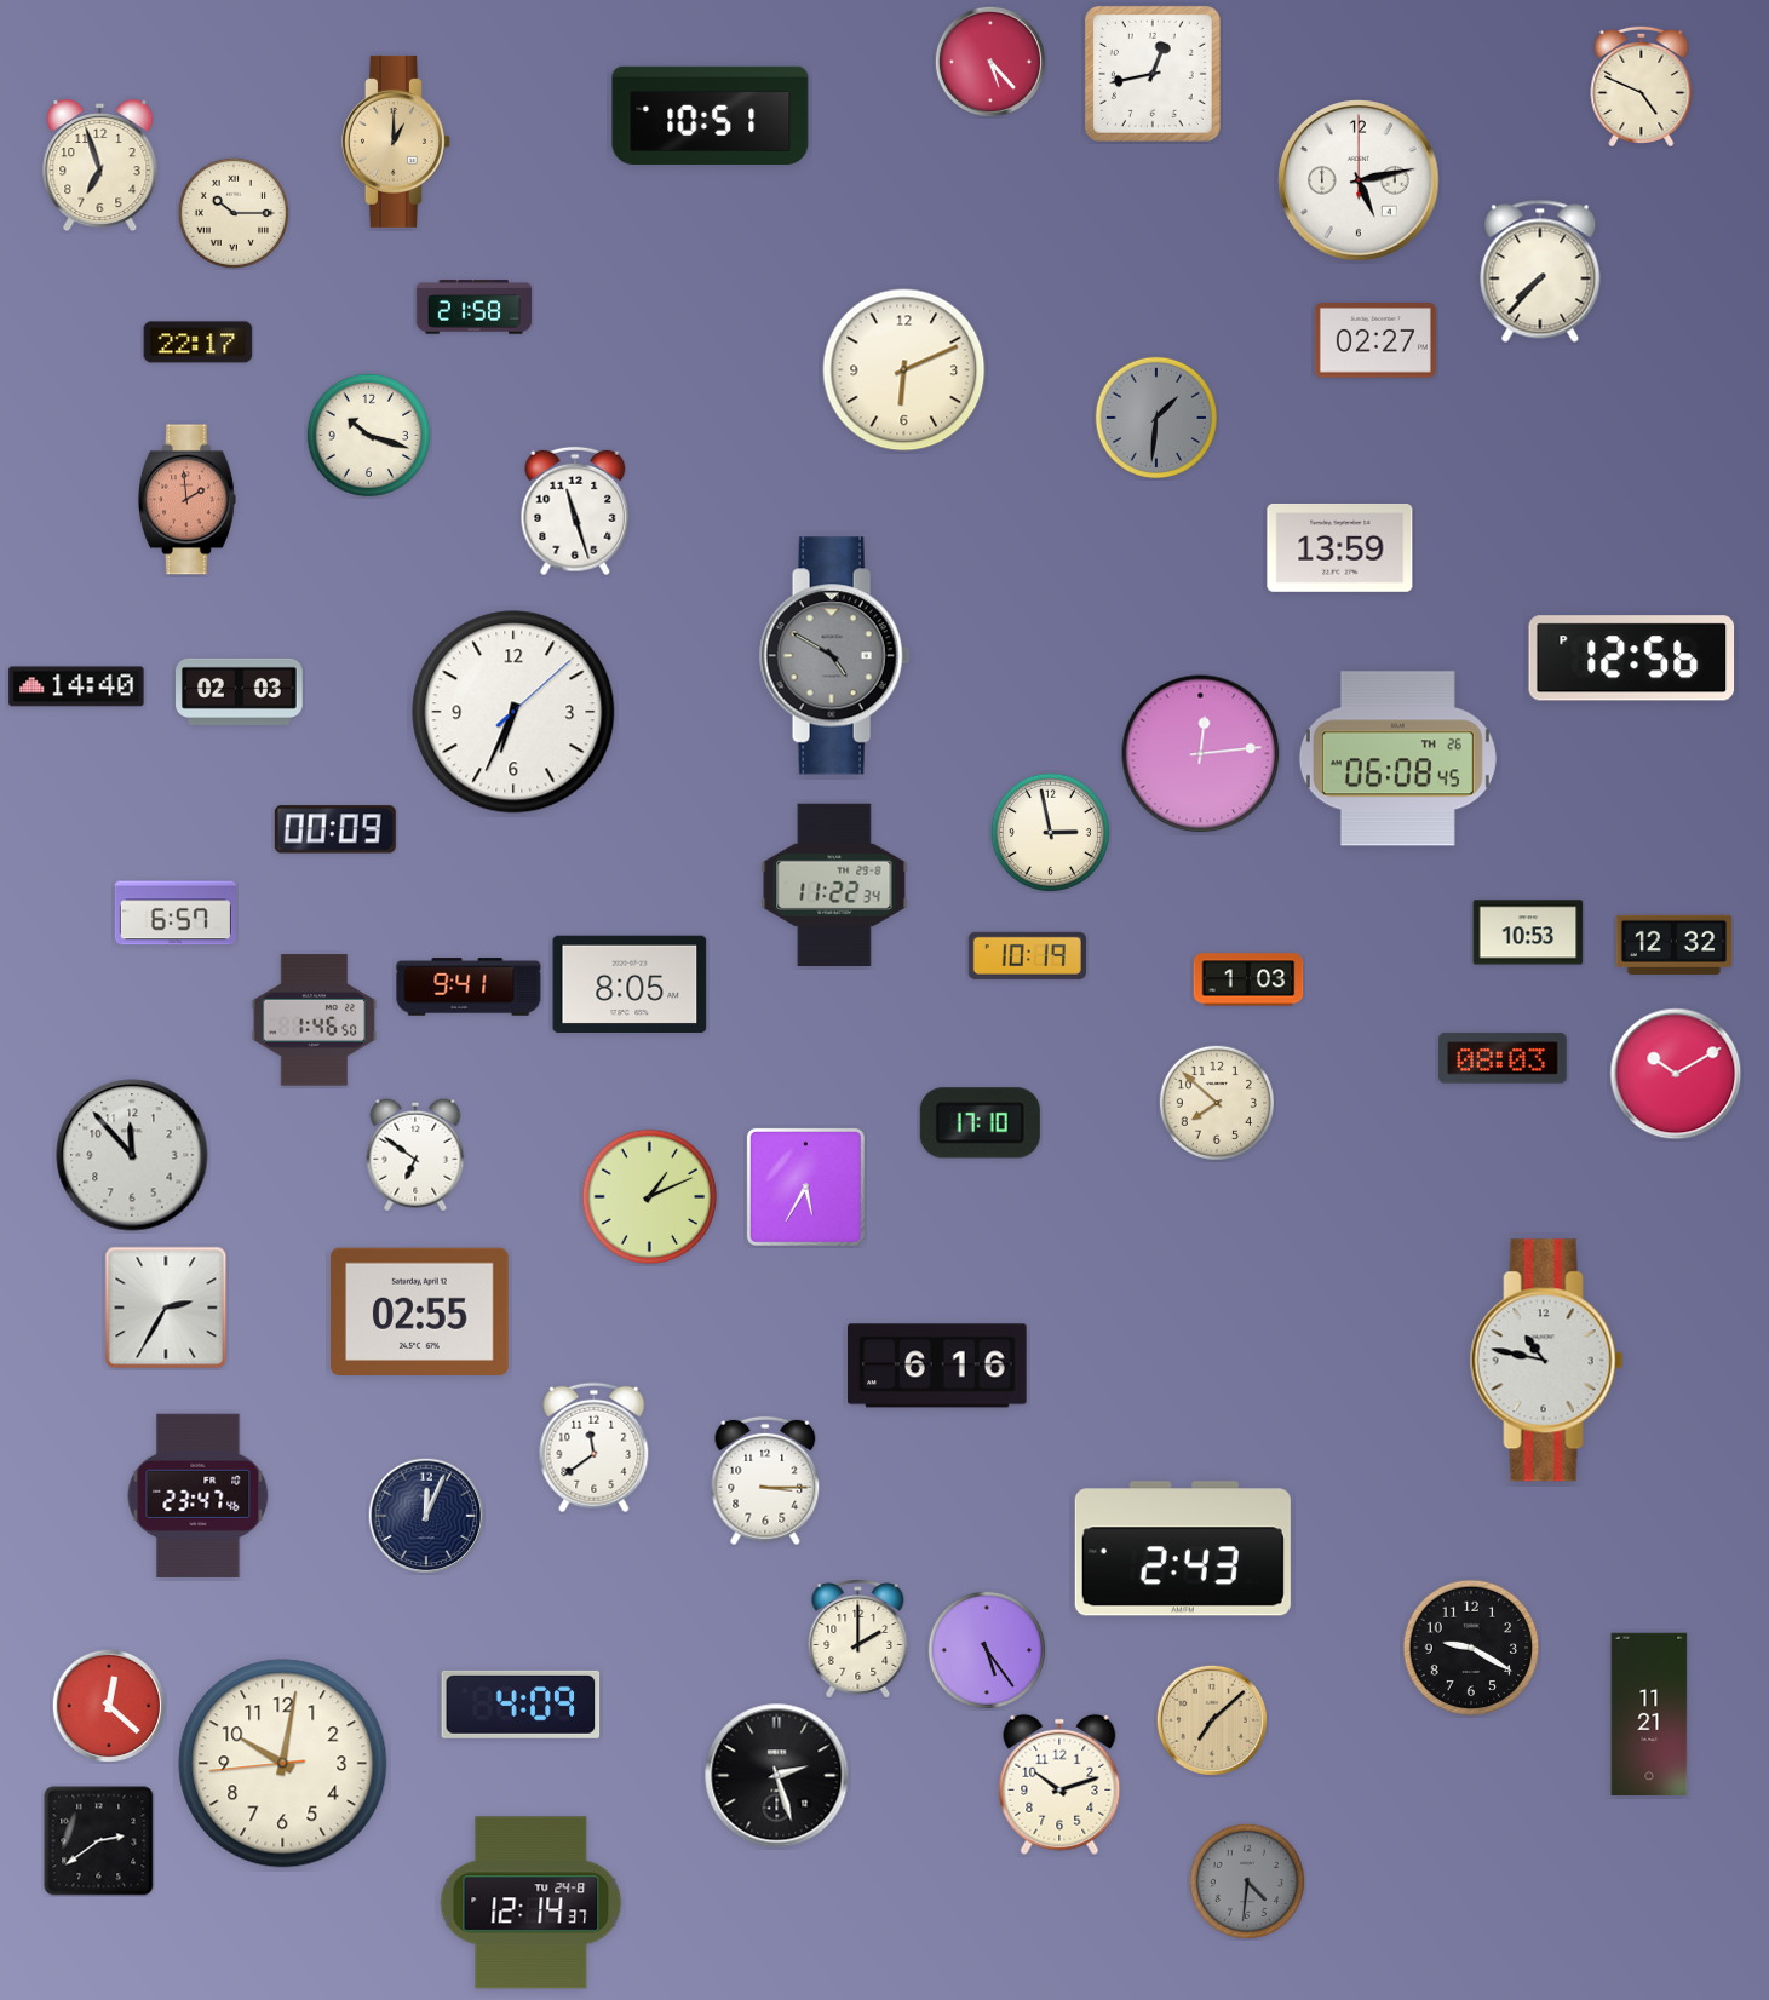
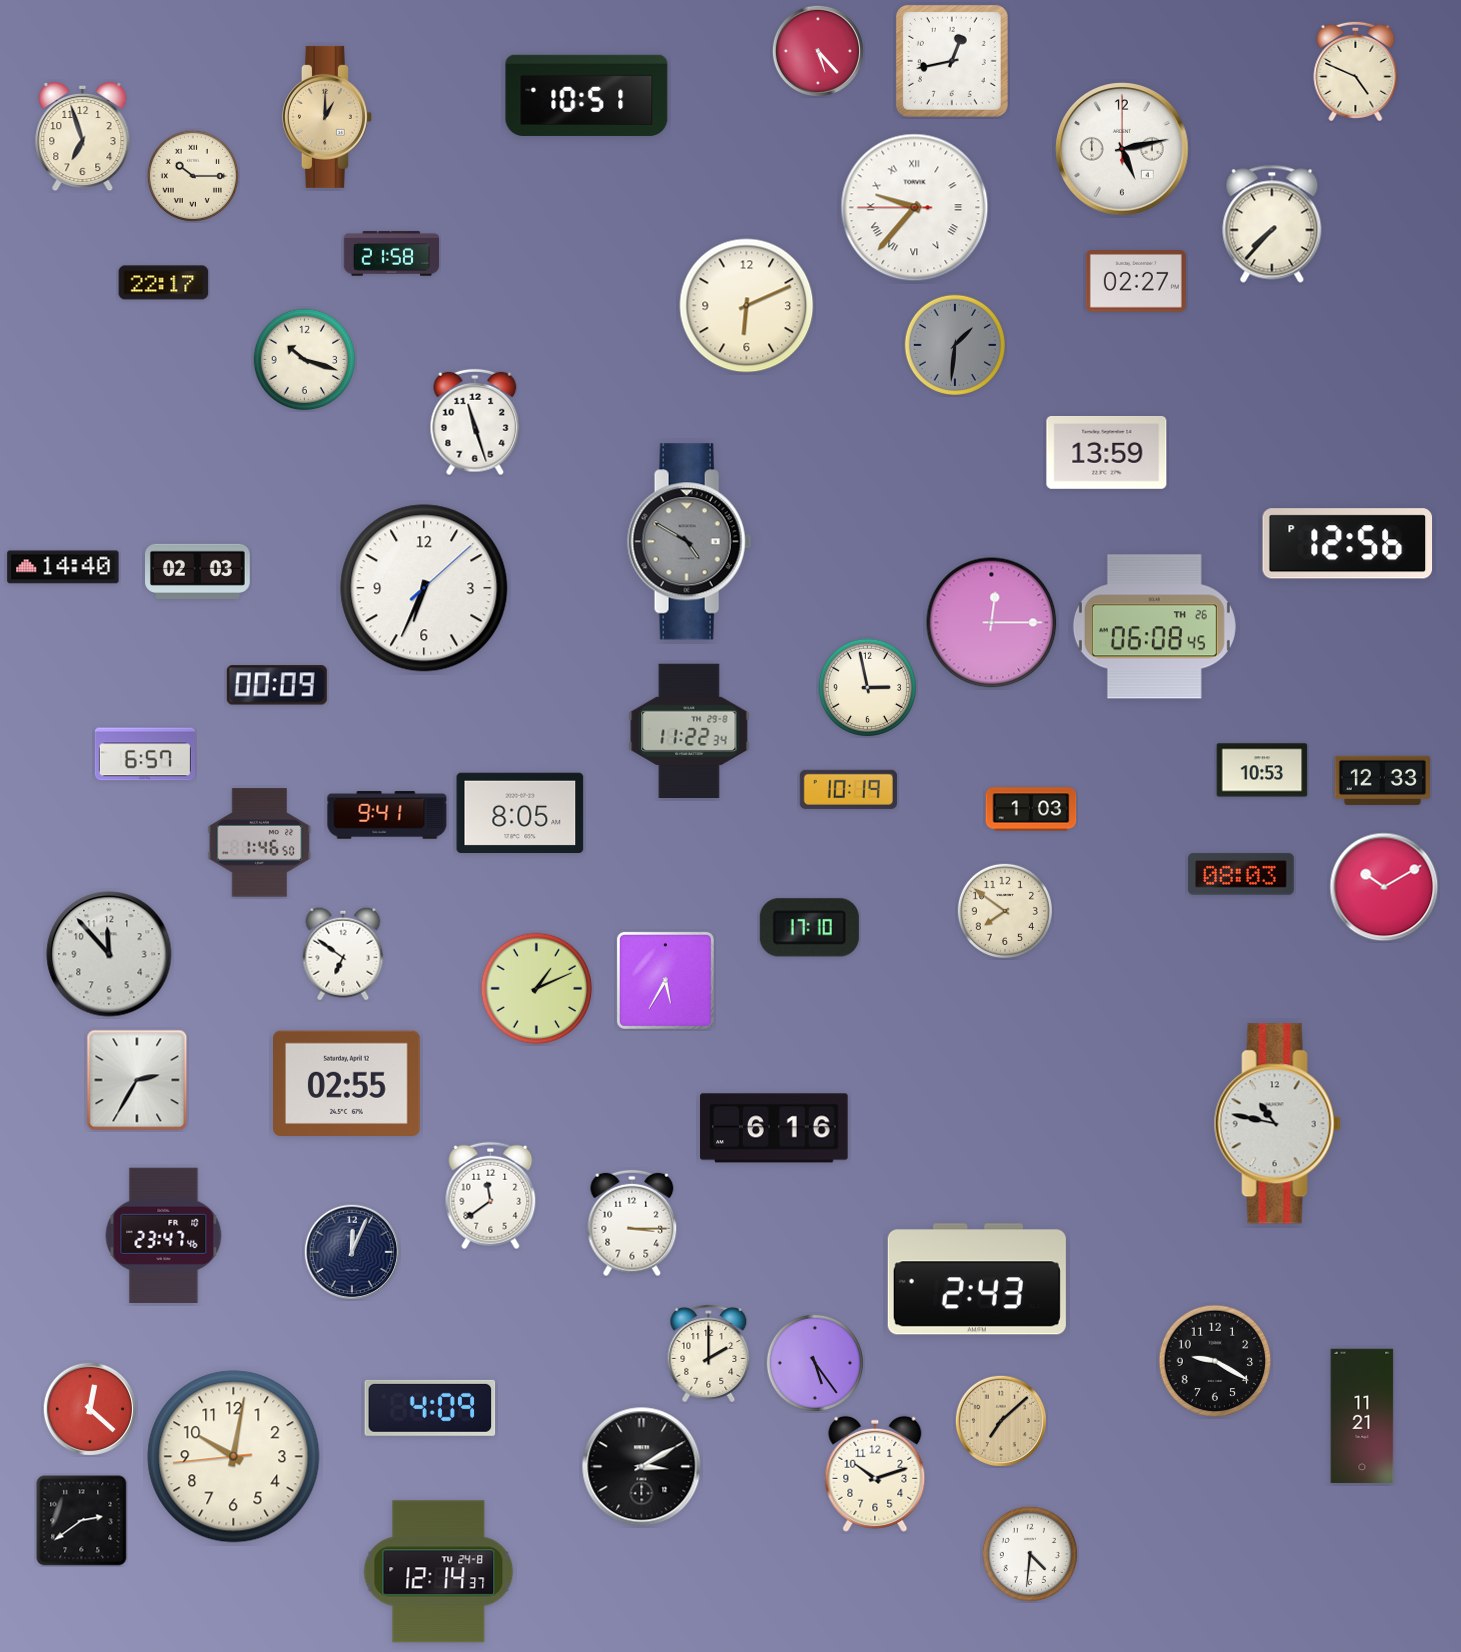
clock at (915, 208): none -> 9:36
clock at (186, 500): 1:59 -> none
clock at (1201, 754): 12:14 -> 12:15
clock at (1673, 944): 12:32 -> 12:33
clock at (1217, 1103): 7:52 -> 7:51
clock at (777, 1776): 2:27 -> 3:10
clock at (1247, 1881) dial: grey -> white
